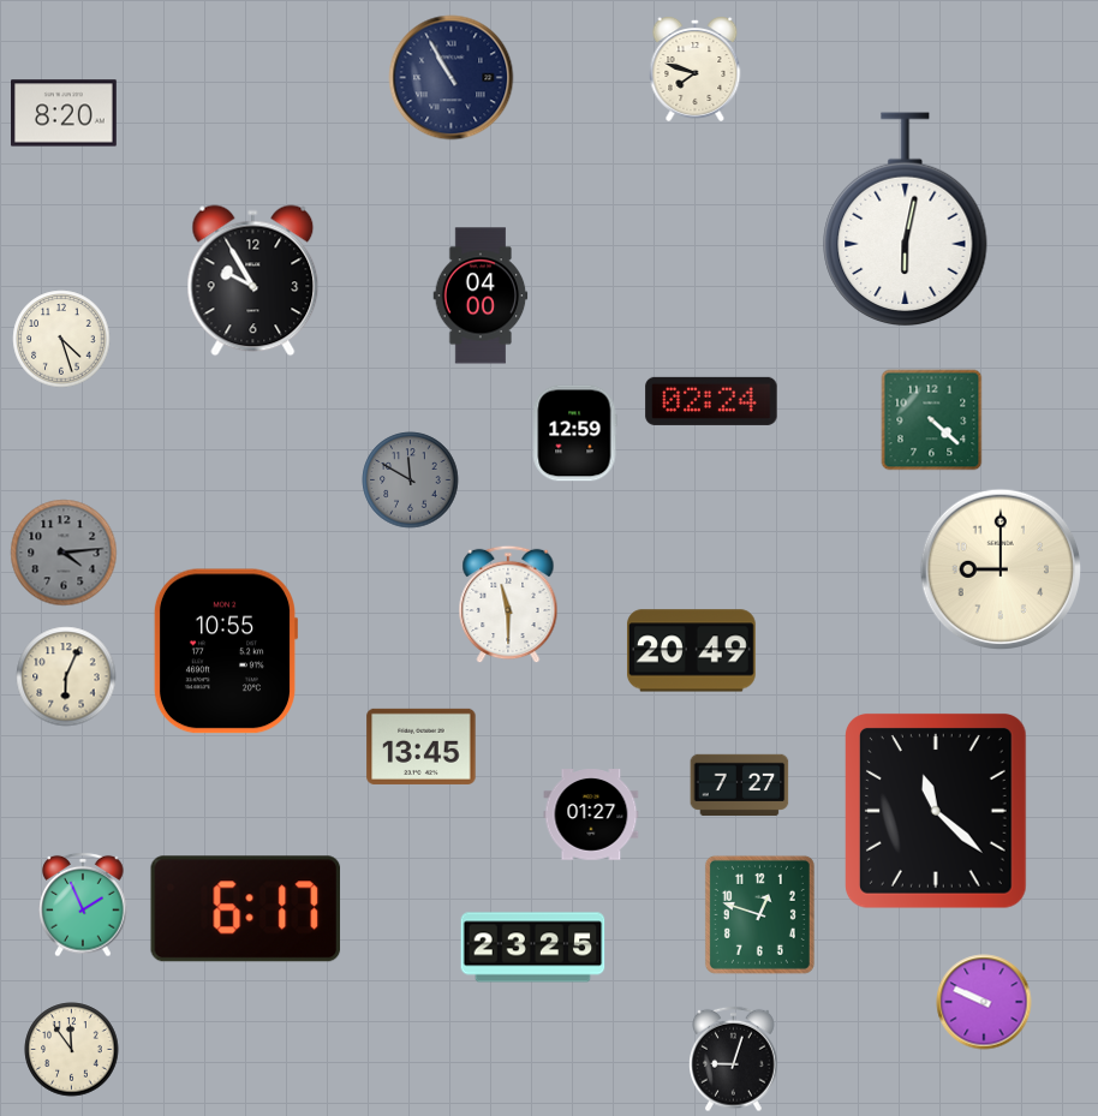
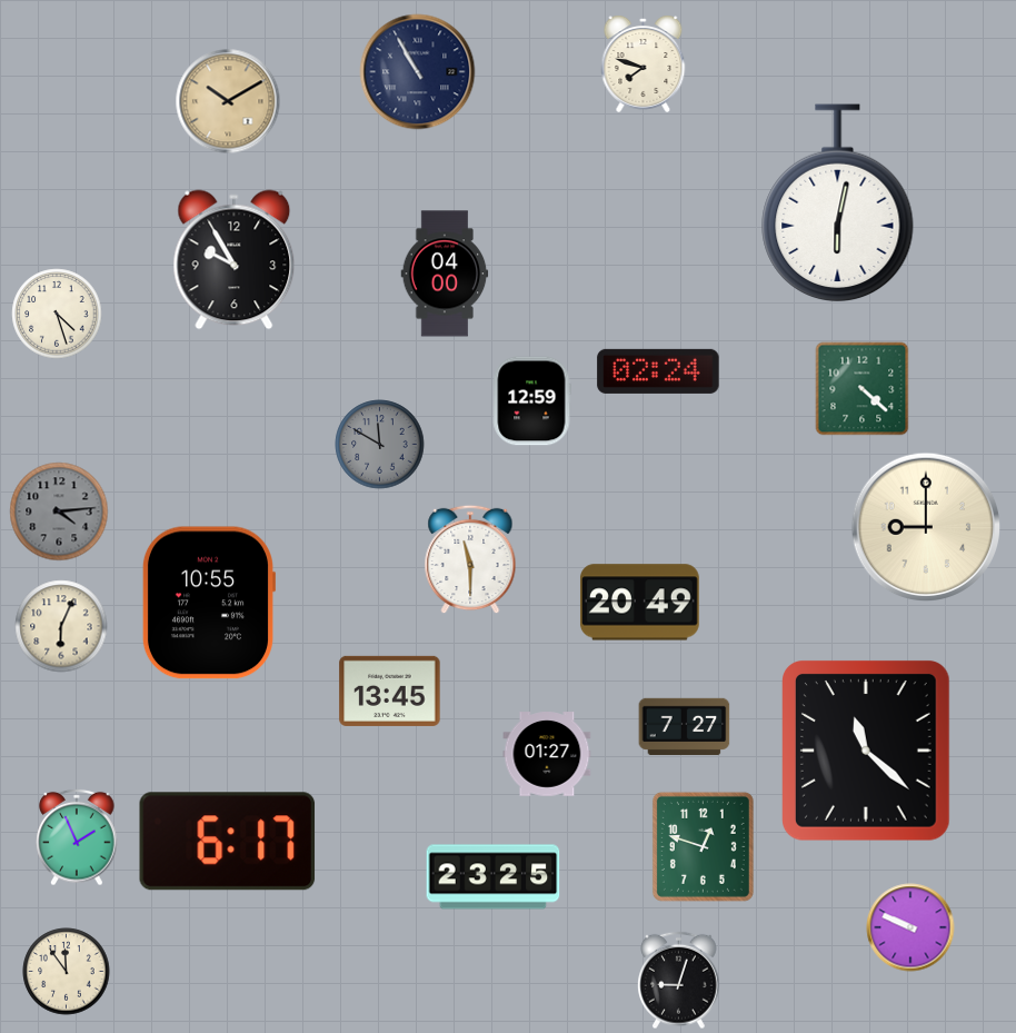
clock at (228, 101): none -> 10:10
clock at (65, 113): 8:20 -> none
